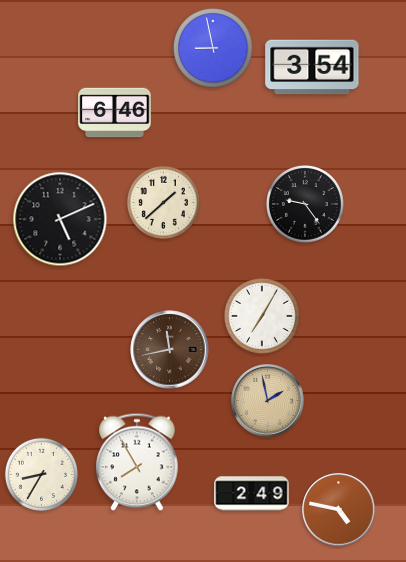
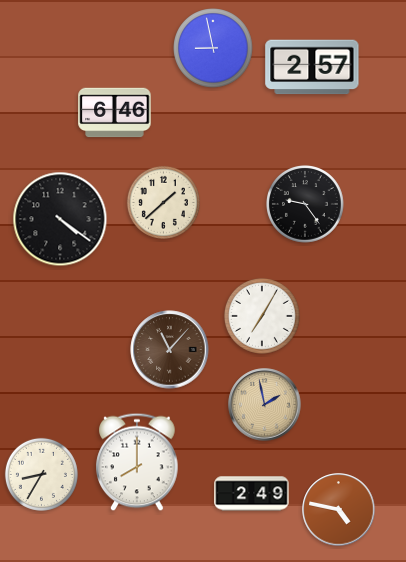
clock at (312, 67): 3:54 -> 2:57
clock at (60, 219): 5:11 -> 4:21
clock at (170, 350): 11:43 -> 11:07
clock at (268, 401) position: (268, 401) -> (265, 405)
clock at (137, 462): 7:55 -> 8:00
